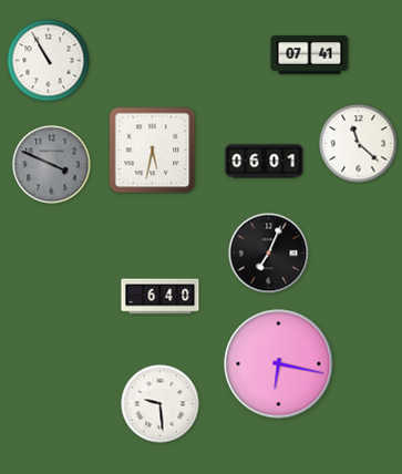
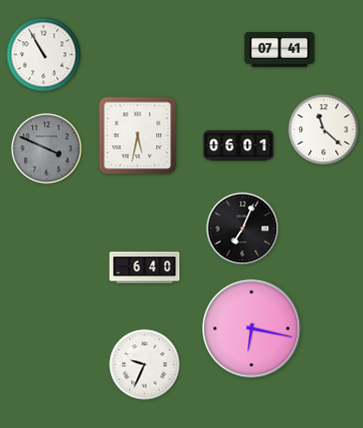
clock at (161, 404): 9:29 -> 9:34
